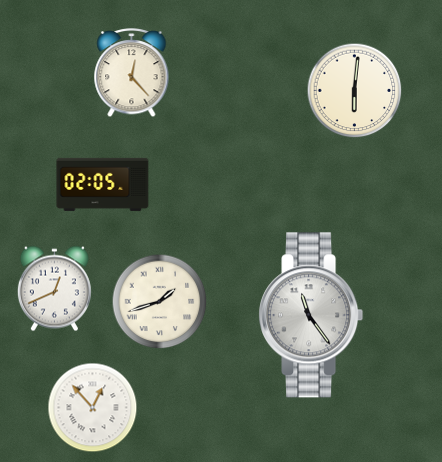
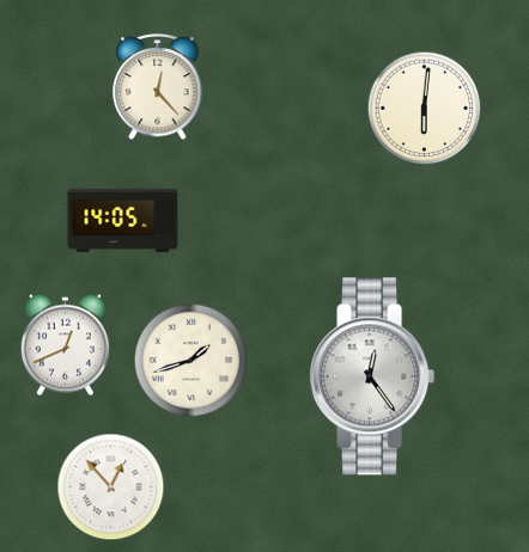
clock at (103, 184): 02:05 -> 14:05
clock at (311, 315): 11:24 -> 12:24
